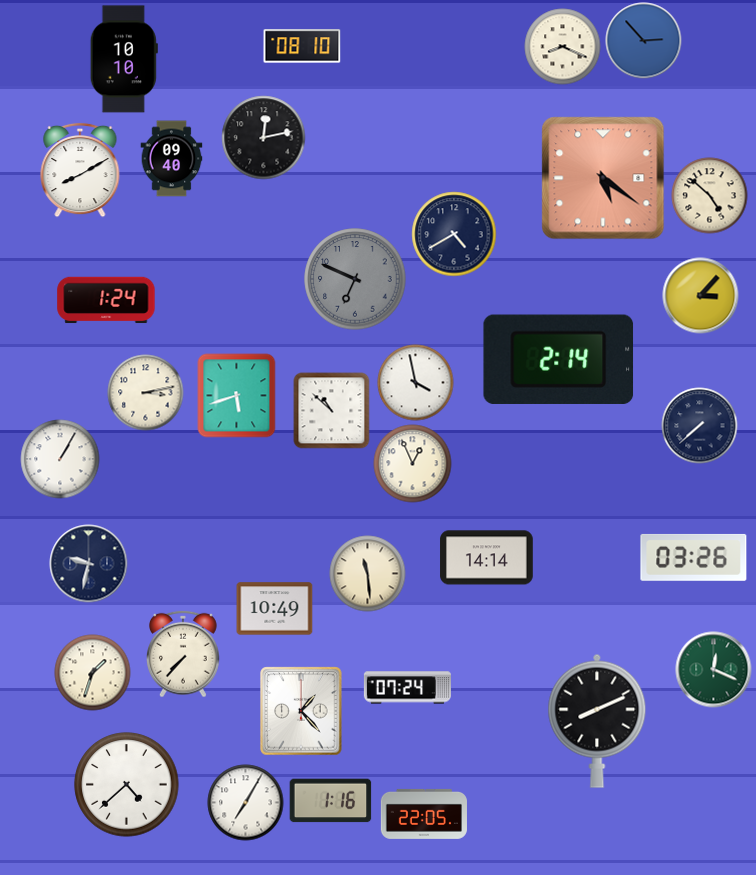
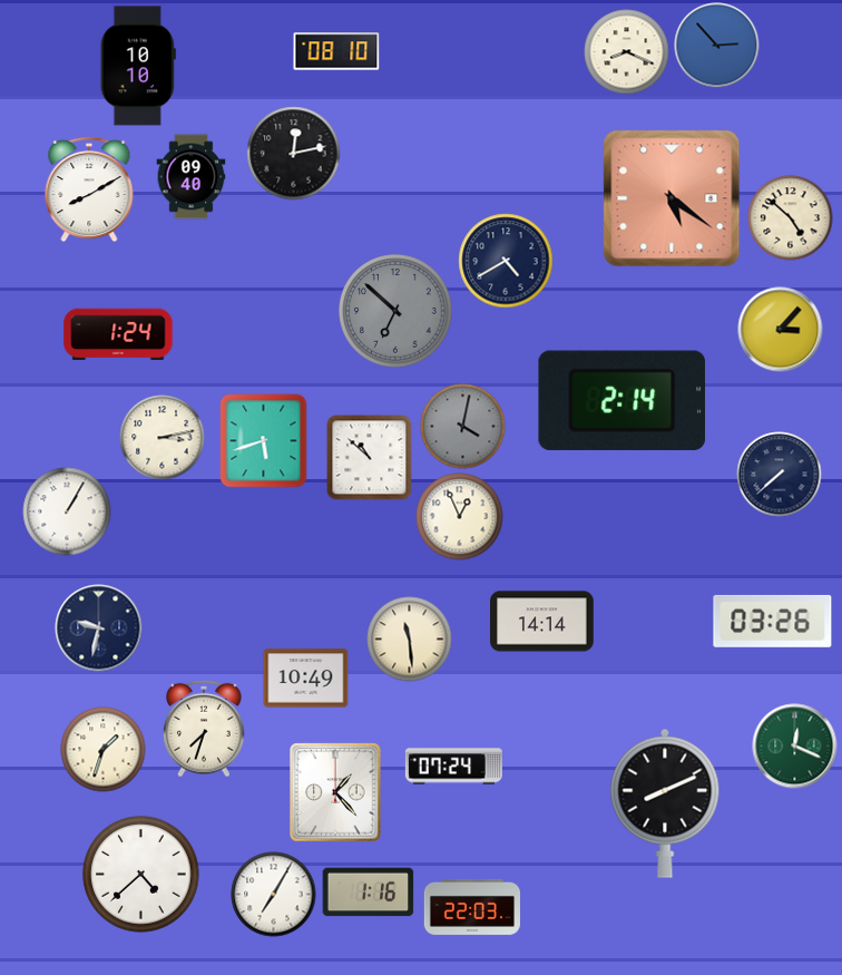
clock at (355, 279): 6:49 -> 6:52
clock at (416, 383): 3:58 -> 4:02
clock at (416, 383) dial: white -> grey
clock at (184, 654): 7:37 -> 7:33
clock at (424, 814): 22:05 -> 22:03
